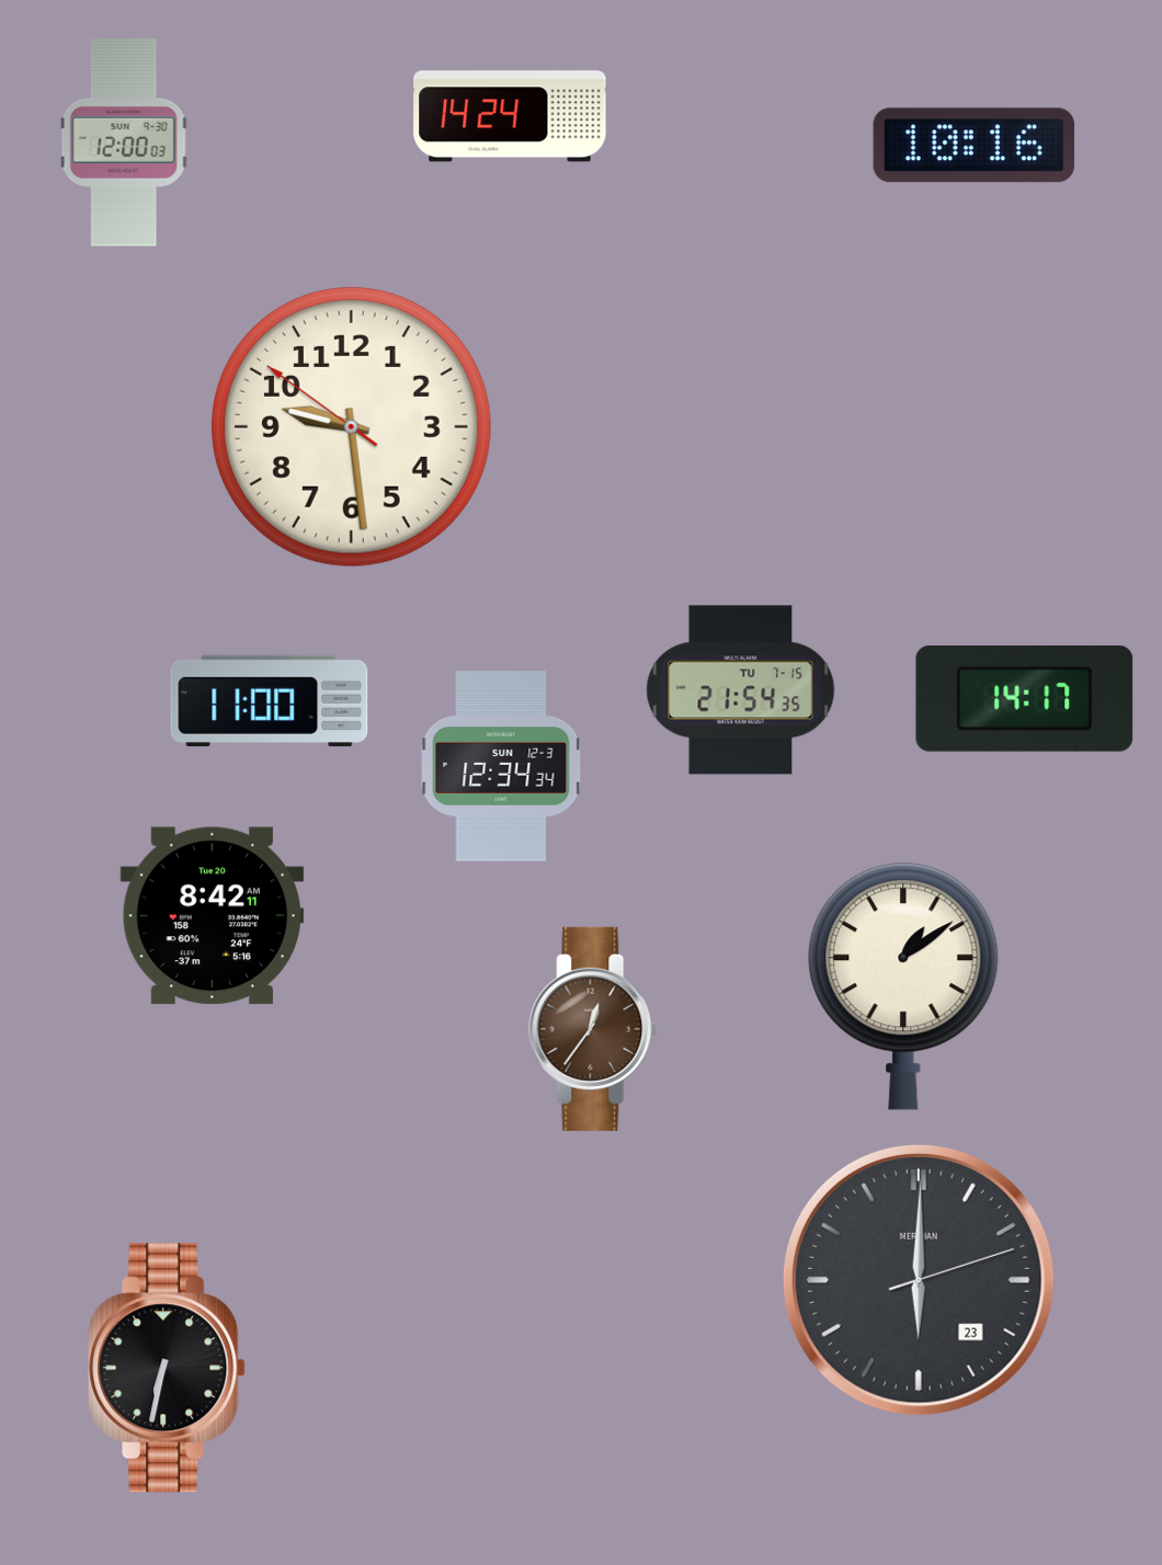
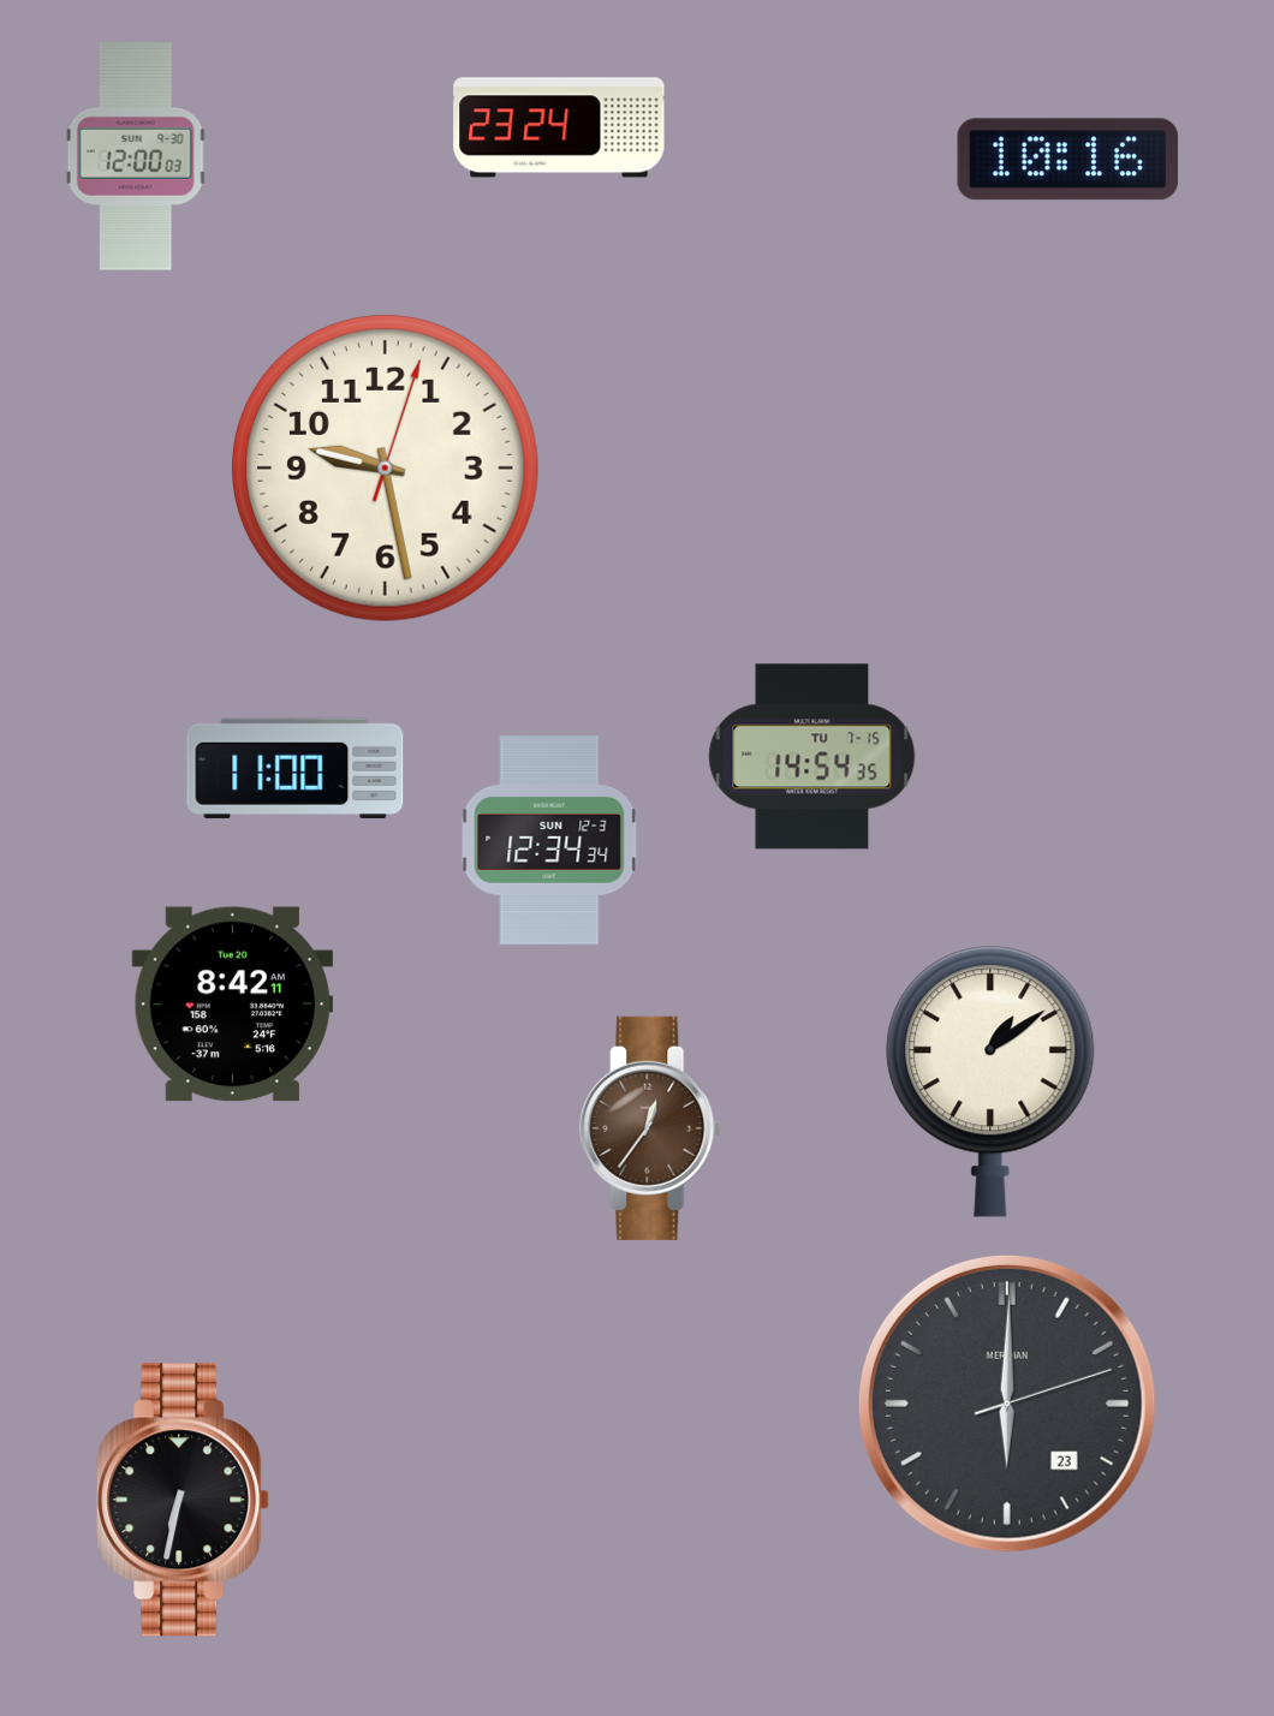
clock at (510, 116): 14:24 -> 23:24
clock at (351, 426): 9:28:51 -> 9:28:03
clock at (741, 690): 21:54 -> 14:54
clock at (1025, 699): 14:17 -> none
